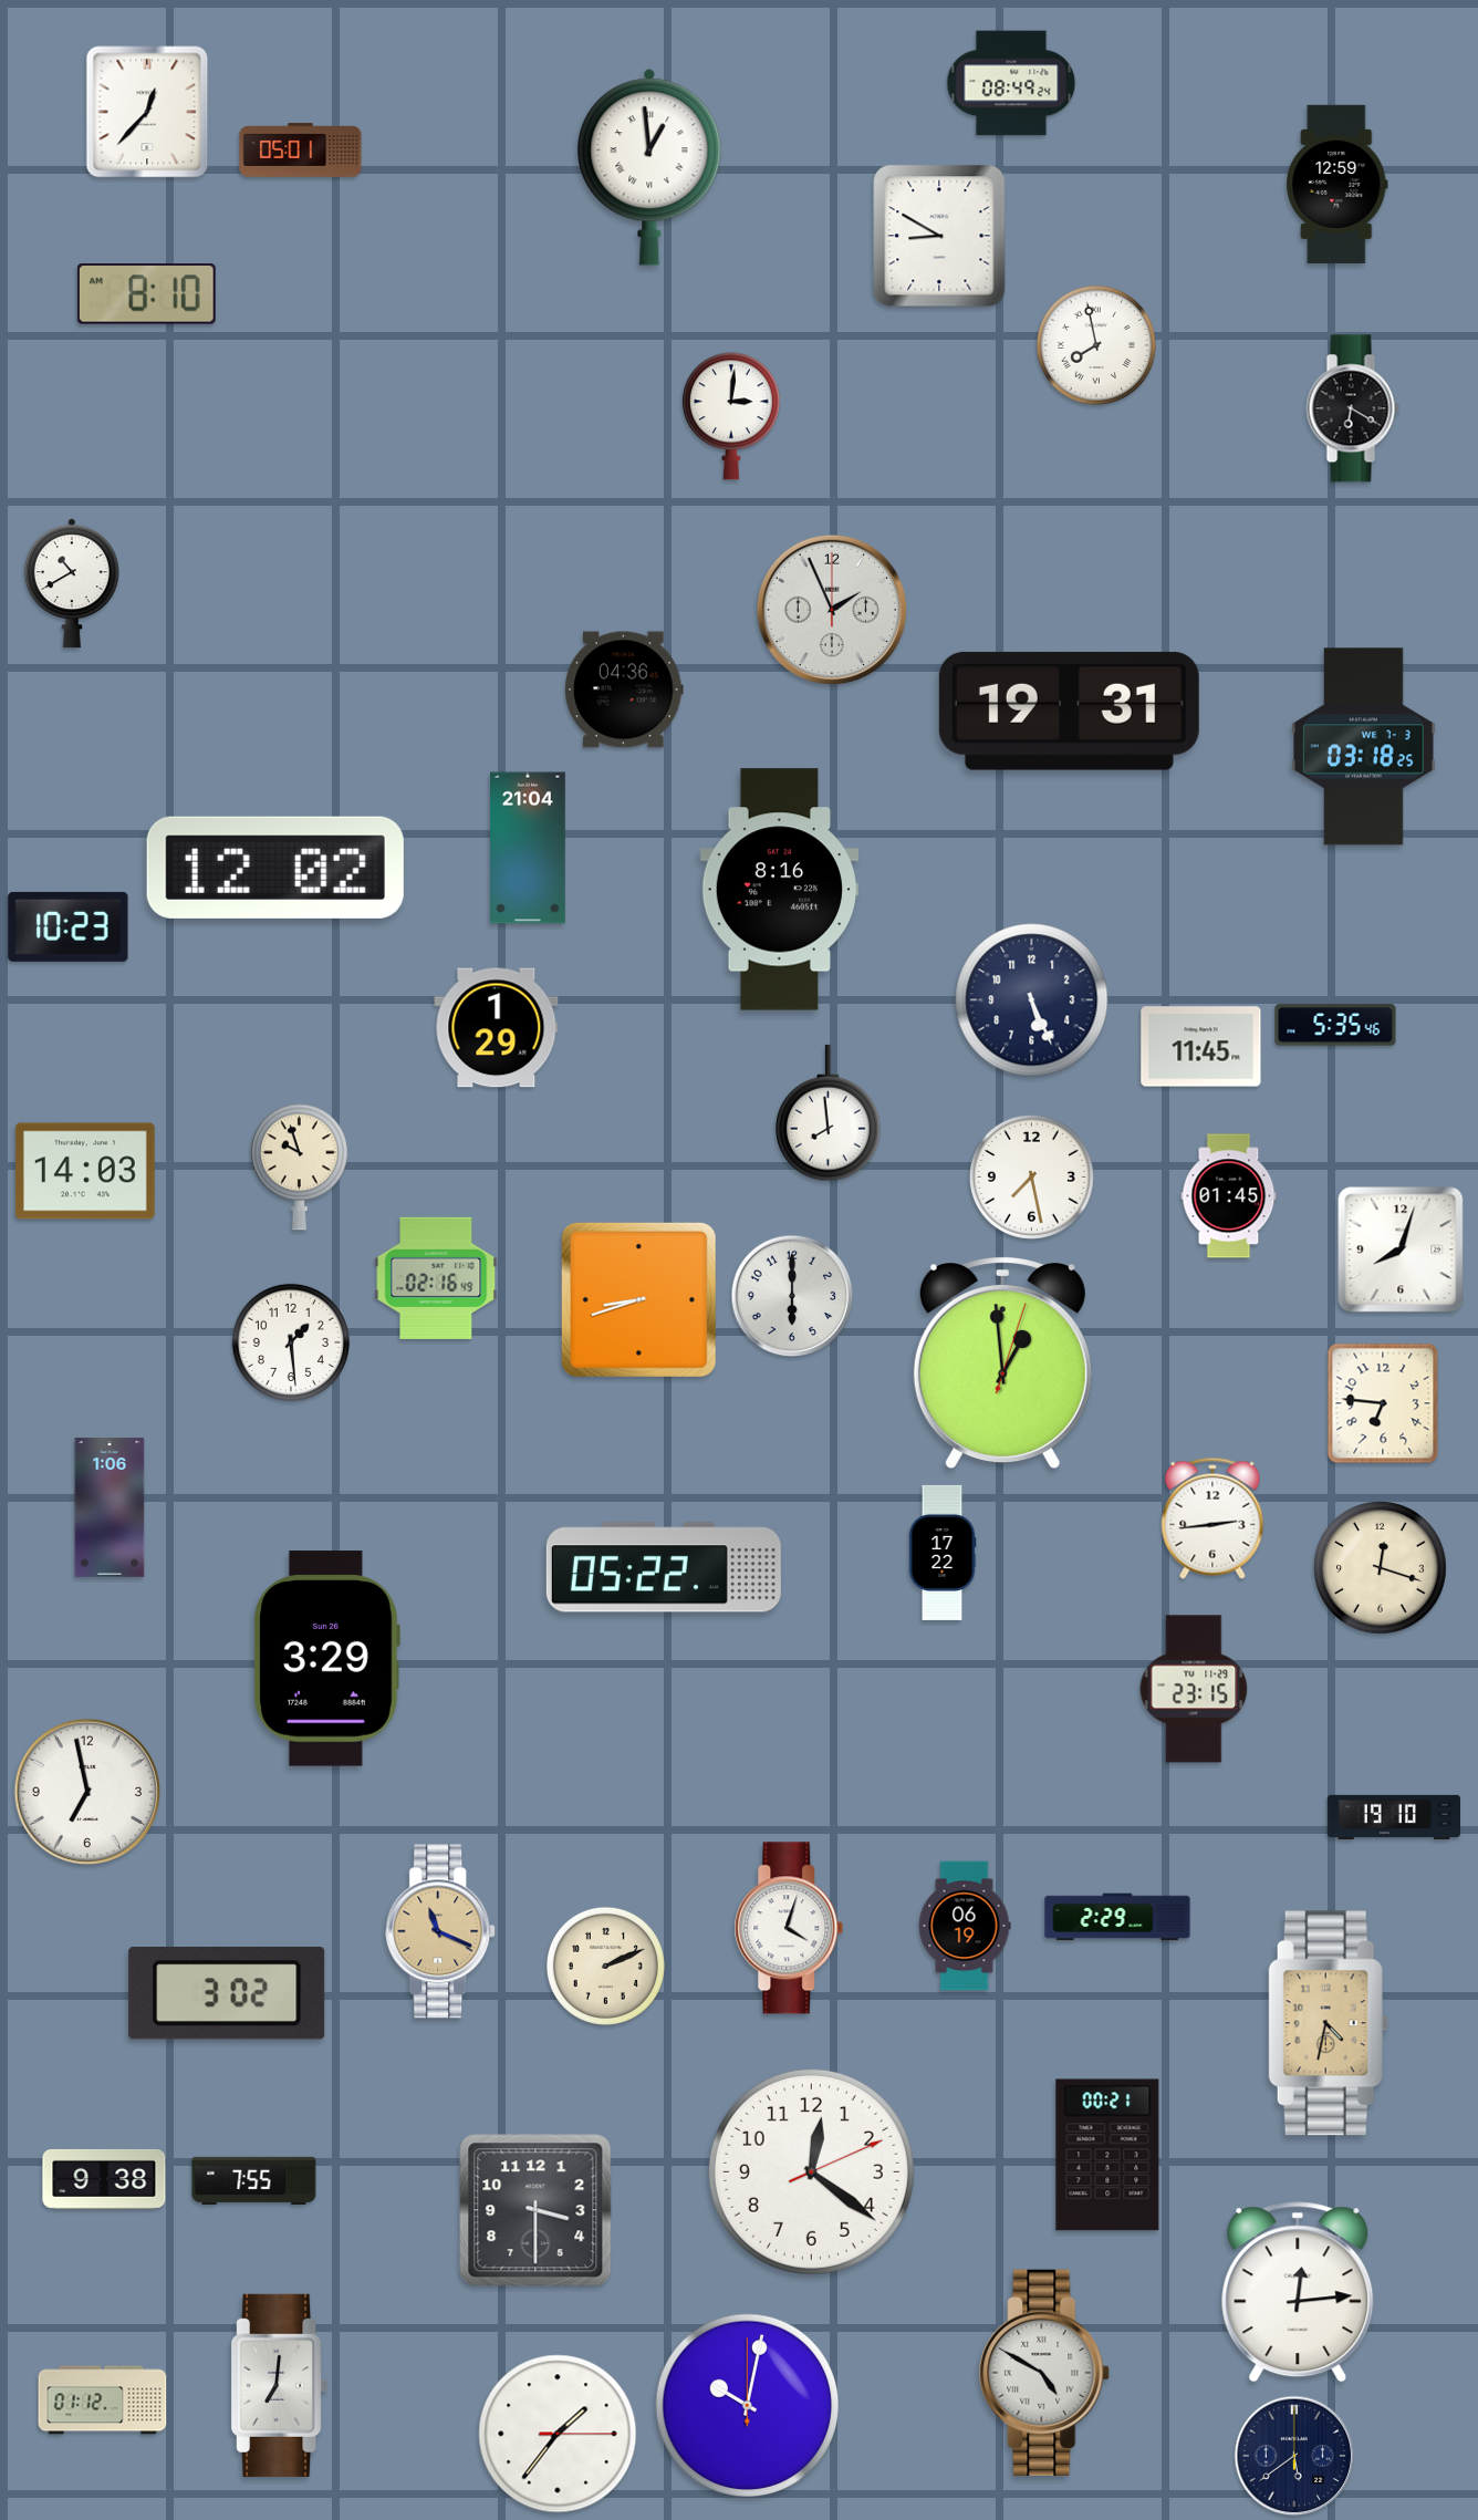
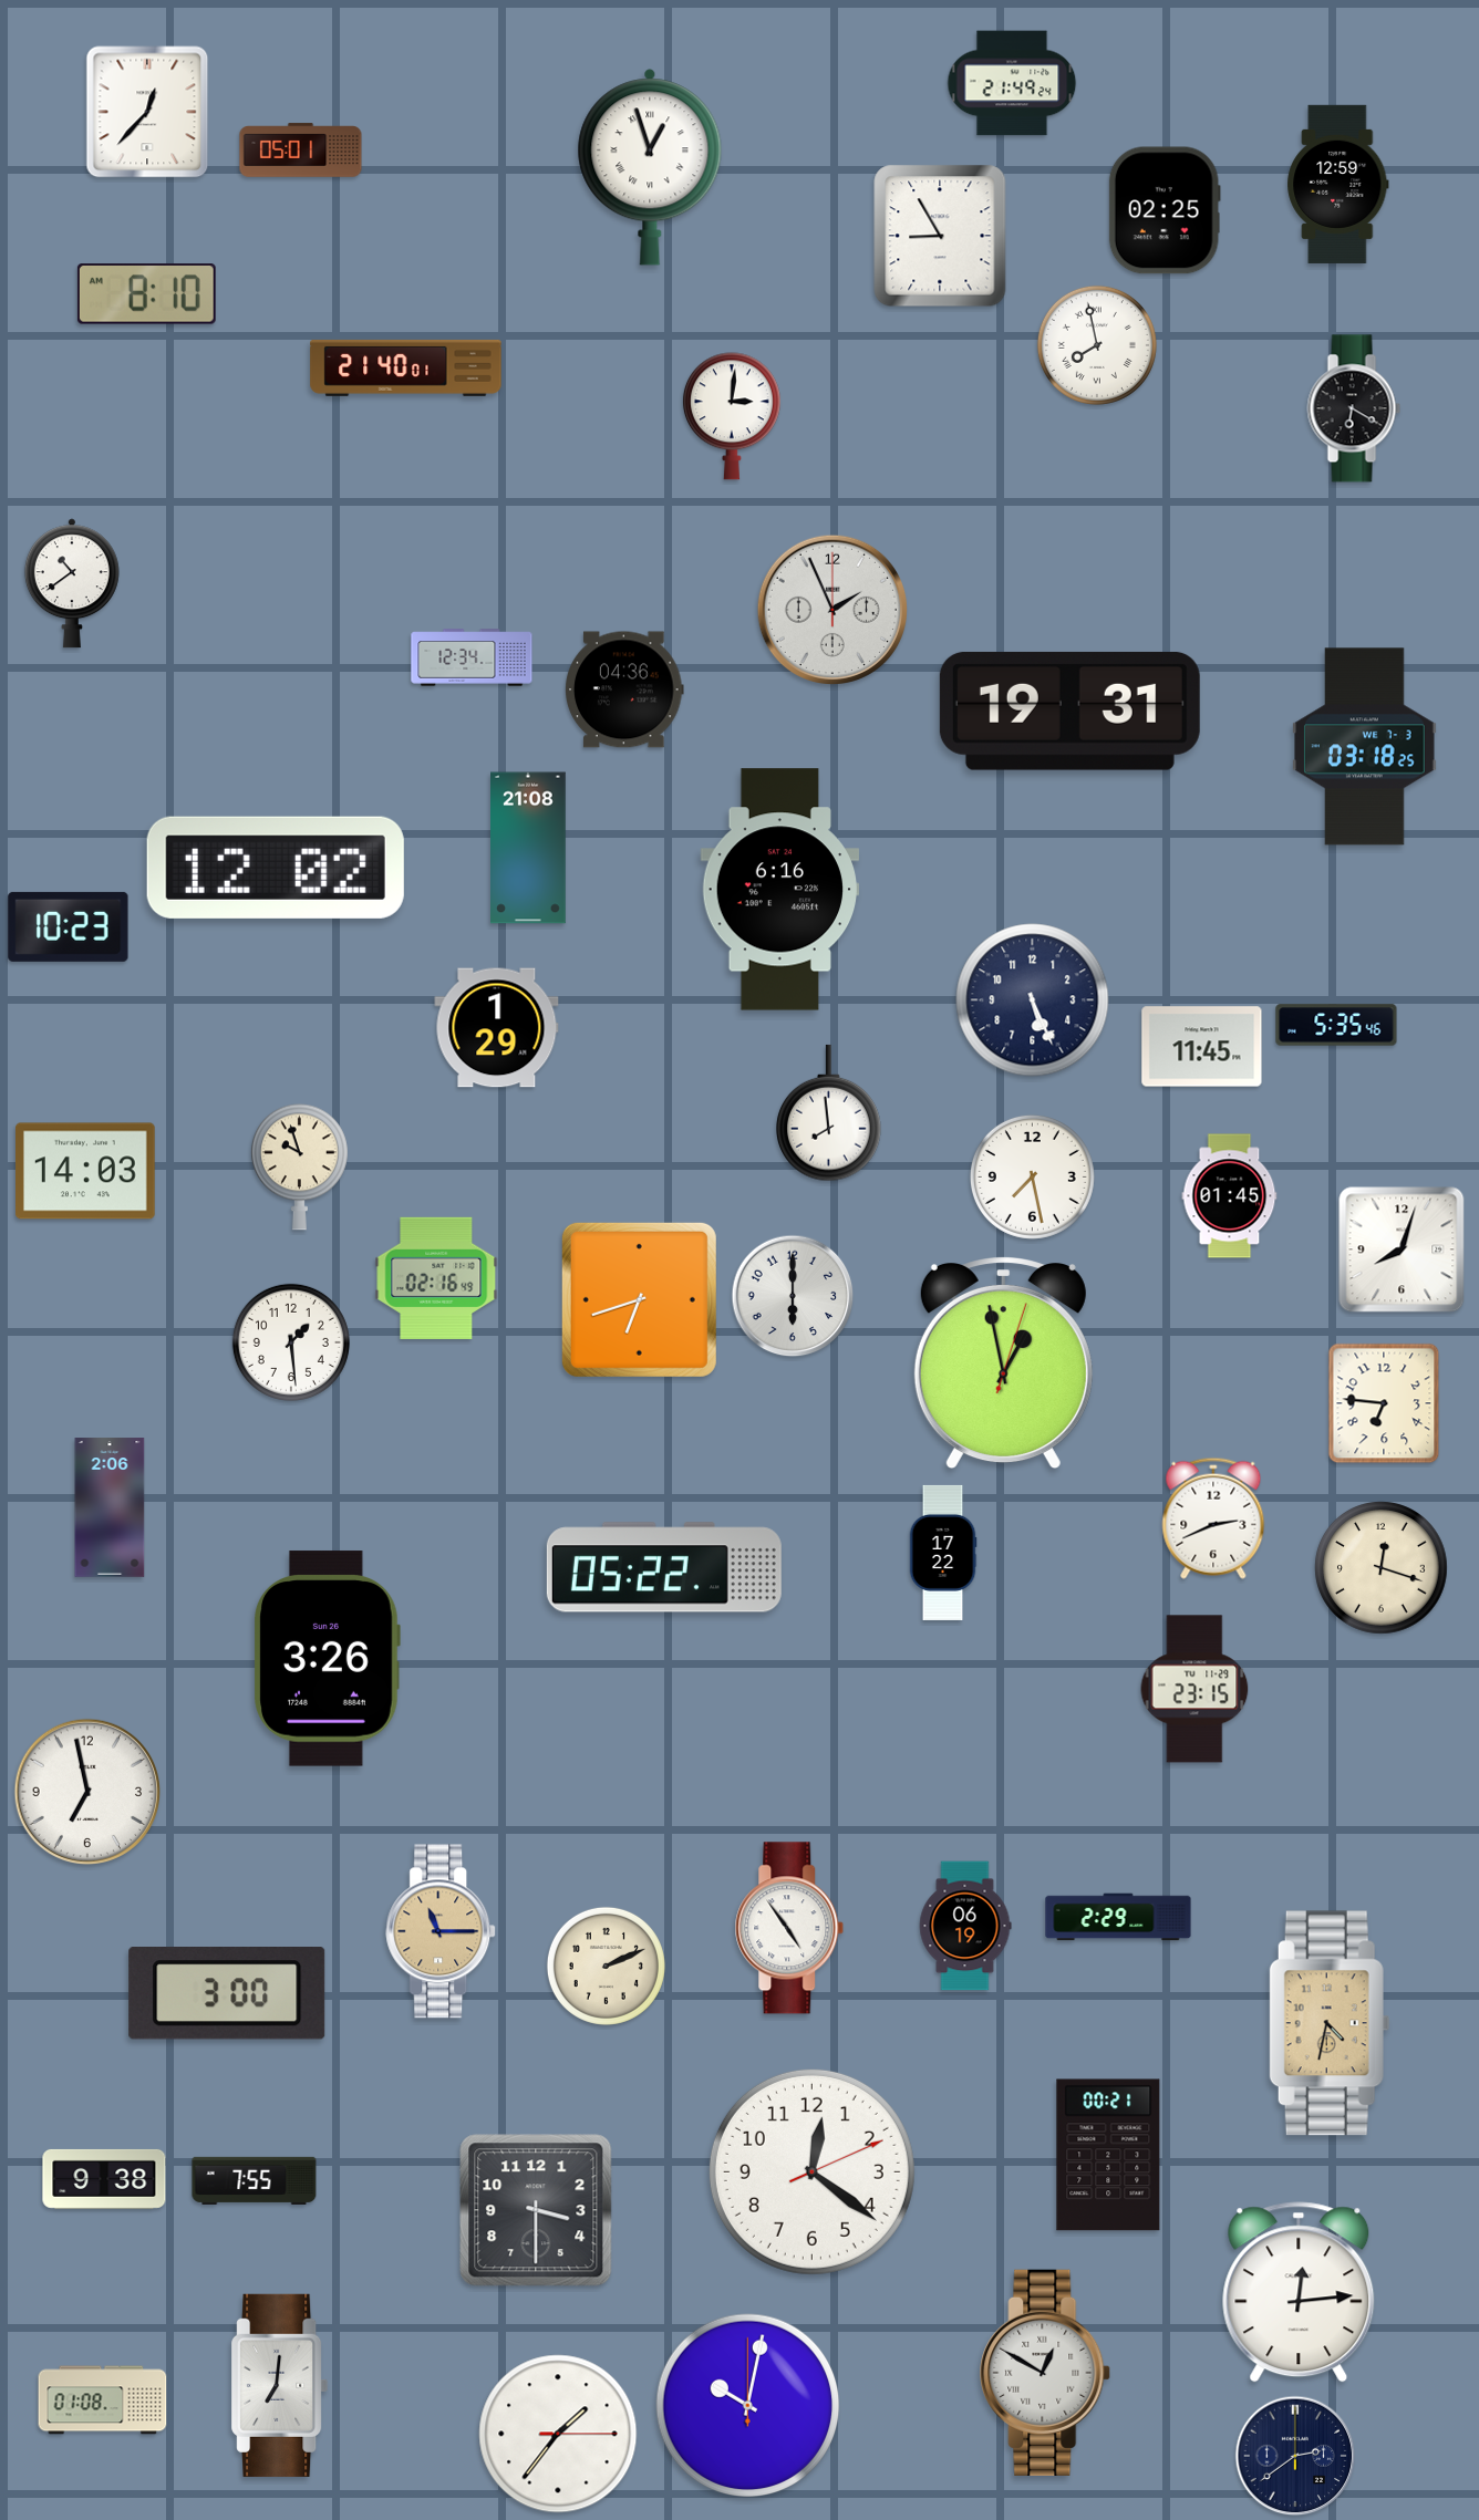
clock at (1011, 83): 08:49 -> 21:49
clock at (649, 167): 12:59 -> 12:57
clock at (1165, 210): none -> 02:25
clock at (939, 236): 8:50 -> 8:55
clock at (406, 367): none -> 21:40
clock at (72, 583): 10:40 -> 10:39
clock at (472, 657): none -> 12:34
clock at (529, 848): 21:04 -> 21:08
clock at (780, 890): 8:16 -> 6:16
clock at (638, 1299): 8:42 -> 6:42
clock at (1002, 1363): 12:59 -> 12:58
clock at (110, 1507): 1:06 -> 2:06
clock at (1212, 1518): 2:44 -> 2:41
clock at (326, 1659): 3:29 -> 3:26
clock at (1393, 1817): 19:10 -> none
clock at (789, 1928): 4:03 -> 4:54
clock at (441, 1931): 11:19 -> 11:15
clock at (227, 1994): 3:02 -> 3:00
clock at (1045, 2373): 4:50 -> 12:50
clock at (103, 2400): 01:12 -> 01:08
clock at (1294, 2456): 5:39 -> 2:39
